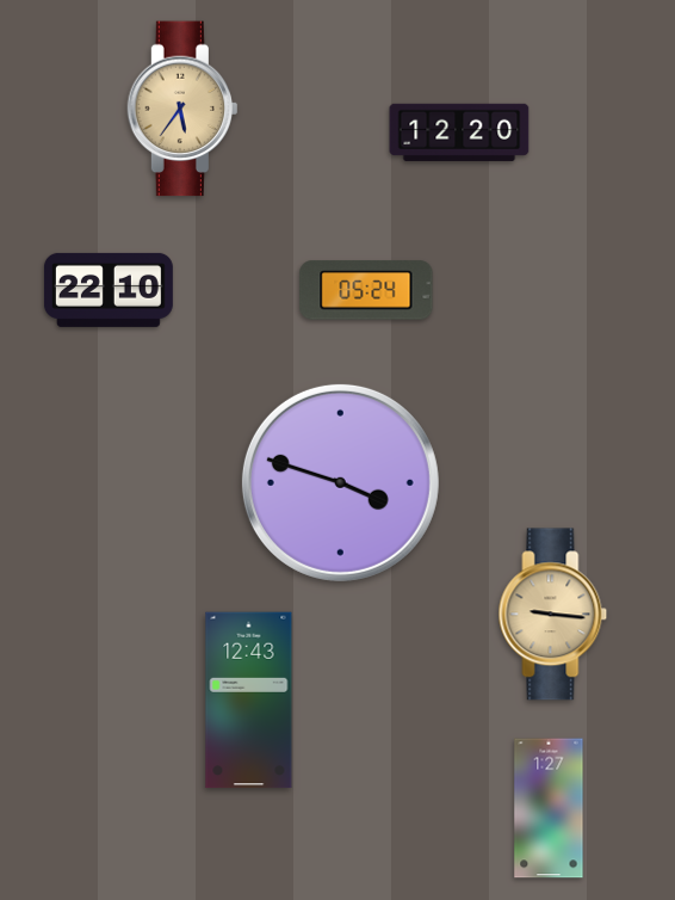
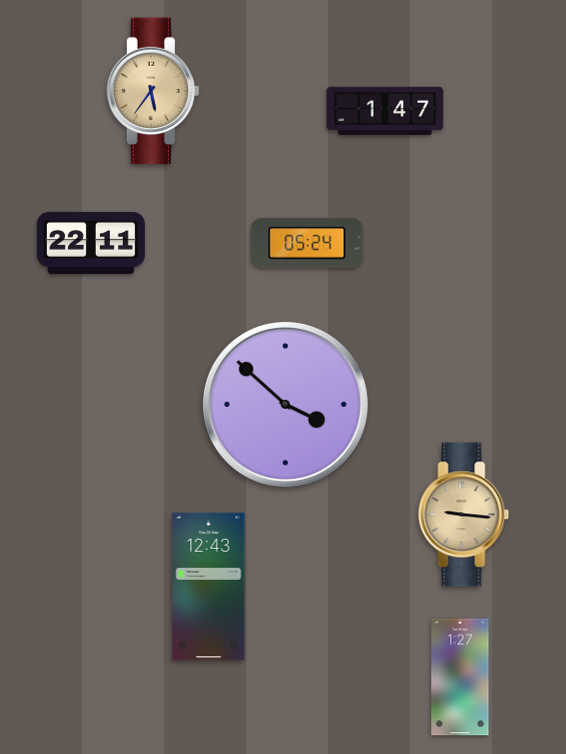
clock at (459, 132): 12:20 -> 1:47
clock at (109, 290): 22:10 -> 22:11
clock at (340, 482): 3:48 -> 3:52
